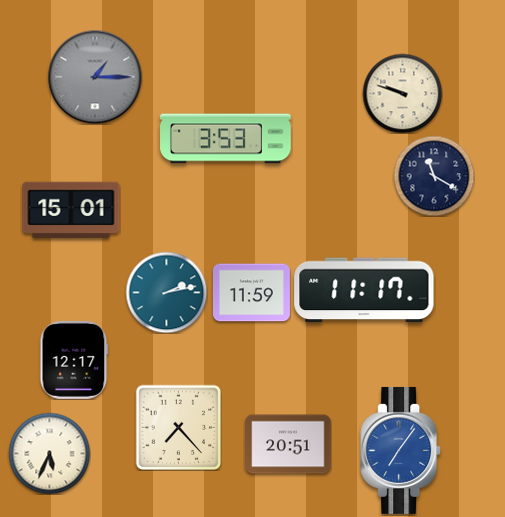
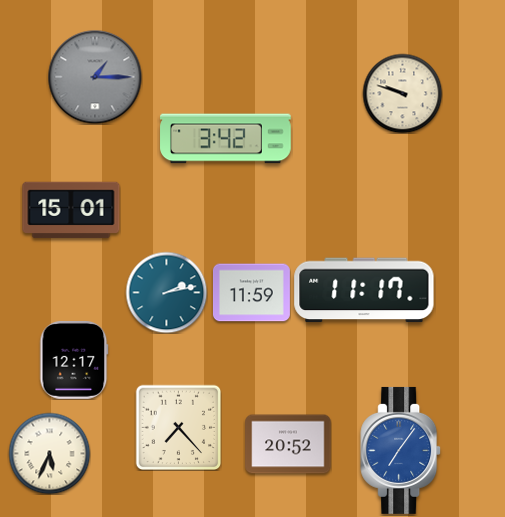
clock at (226, 139): 3:53 -> 3:42
clock at (434, 176): 11:20 -> none
clock at (288, 444): 20:51 -> 20:52
